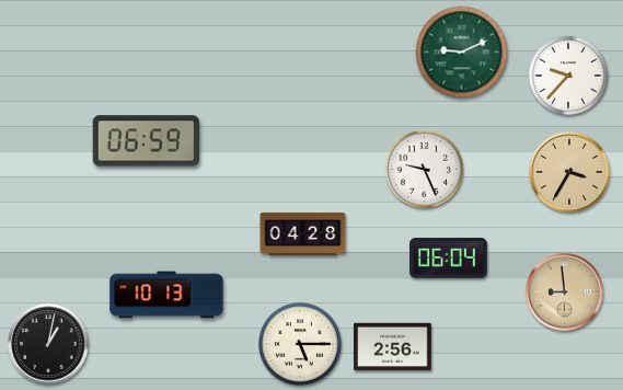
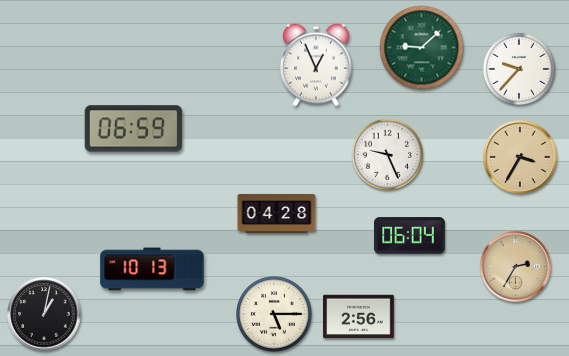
clock at (462, 53): 9:11 -> 9:08
clock at (317, 65): none -> 12:56
clock at (565, 292): 8:59 -> 2:35
